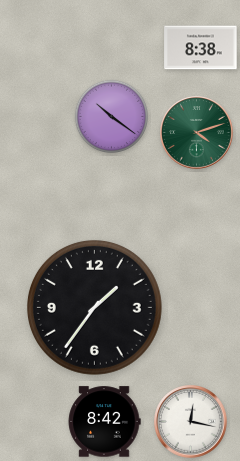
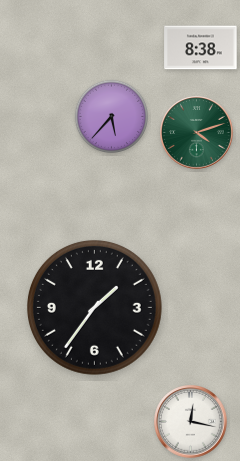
clock at (111, 116): 10:21 -> 5:37
clock at (104, 422): 8:42 -> none
